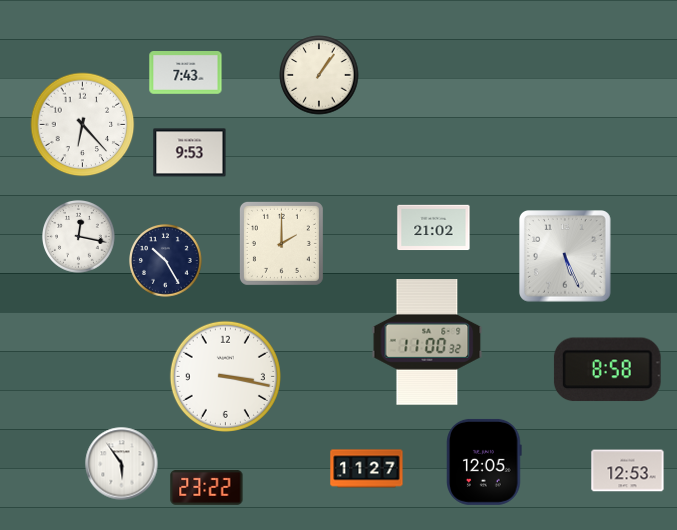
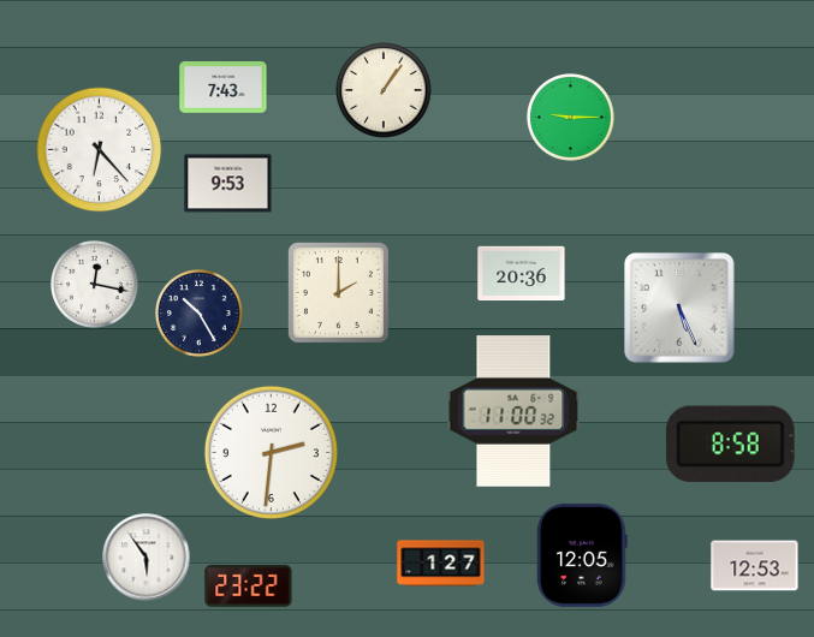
clock at (571, 118): none -> 9:15
clock at (434, 228): 21:02 -> 20:36
clock at (225, 376): 3:17 -> 2:31
clock at (367, 469): 11:27 -> 1:27
